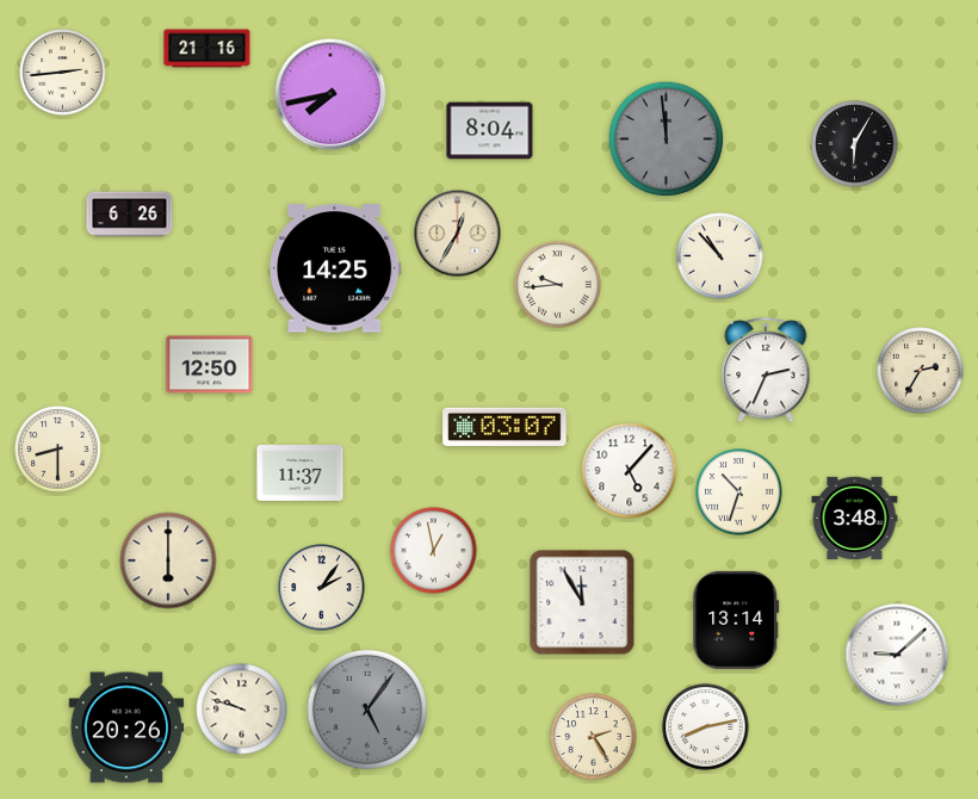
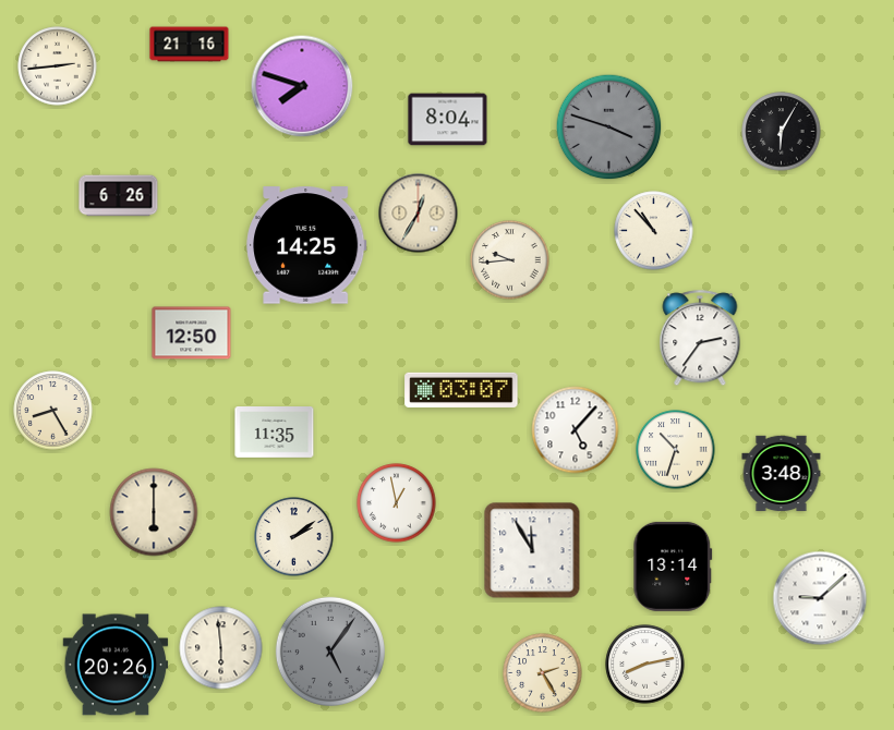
clock at (330, 94): 7:43 -> 7:48
clock at (667, 140): 11:59 -> 3:48
clock at (720, 256) position: (720, 256) -> (654, 231)
clock at (766, 371): 2:34 -> 2:36
clock at (921, 371): 2:35 -> none
clock at (58, 450): 8:30 -> 8:25
clock at (301, 473): 11:37 -> 11:35
clock at (322, 588): 2:06 -> 2:09
clock at (242, 710): 9:48 -> 5:59
clock at (367, 710) position: (367, 710) -> (330, 652)
